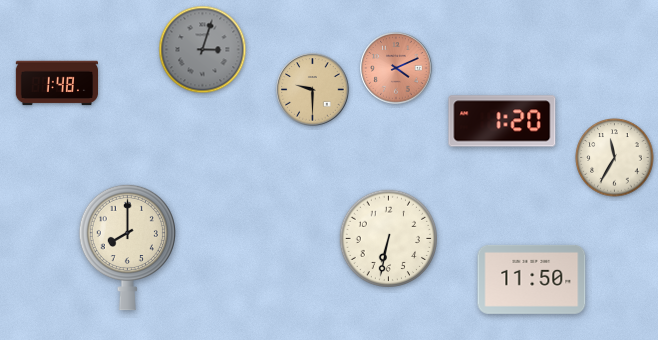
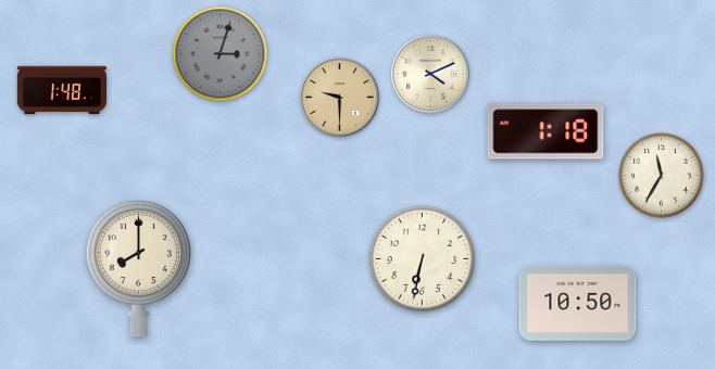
clock at (396, 68) dial: salmon -> cream
clock at (502, 121): 1:20 -> 1:18
clock at (615, 158) position: (615, 158) -> (662, 176)
clock at (532, 279): 11:50 -> 10:50
